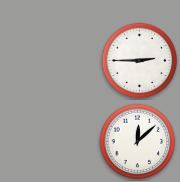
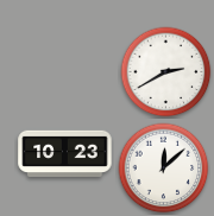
clock at (140, 61): 2:45 -> 2:40
clock at (65, 153): none -> 10:23
